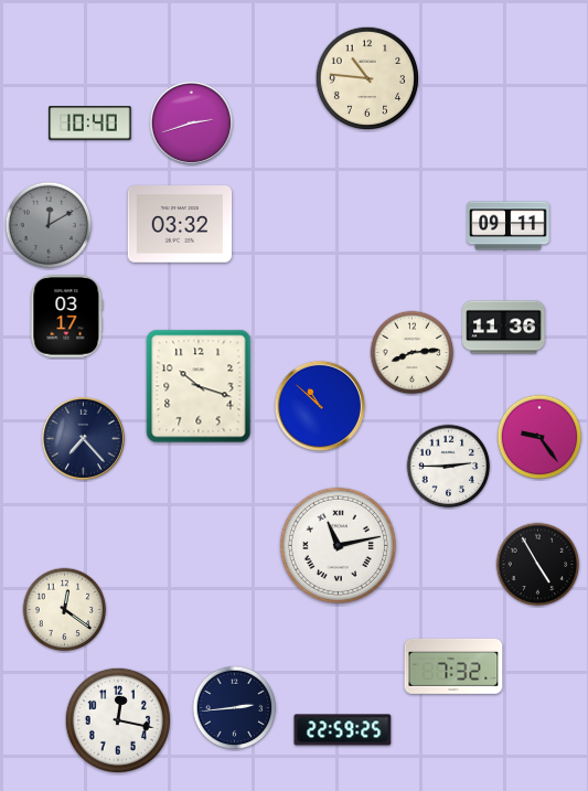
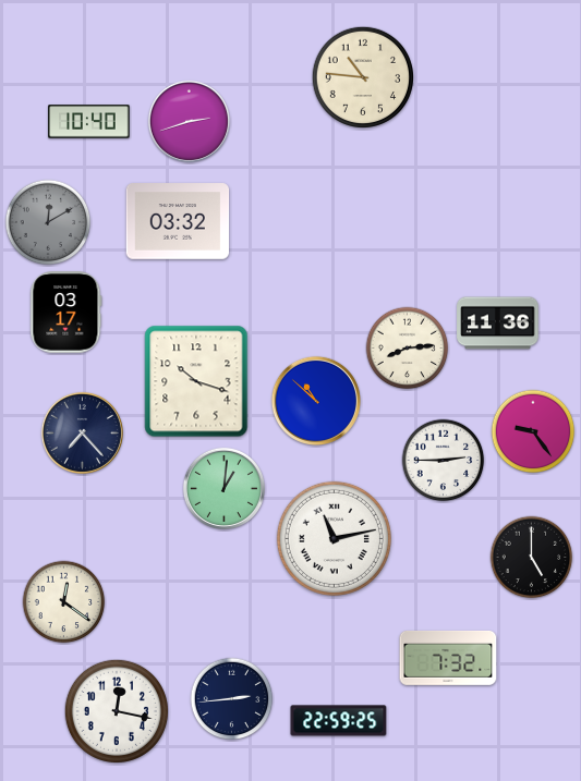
clock at (509, 226): 09:11 -> none
clock at (223, 488): none -> 1:01
clock at (538, 565): 4:55 -> 5:00
